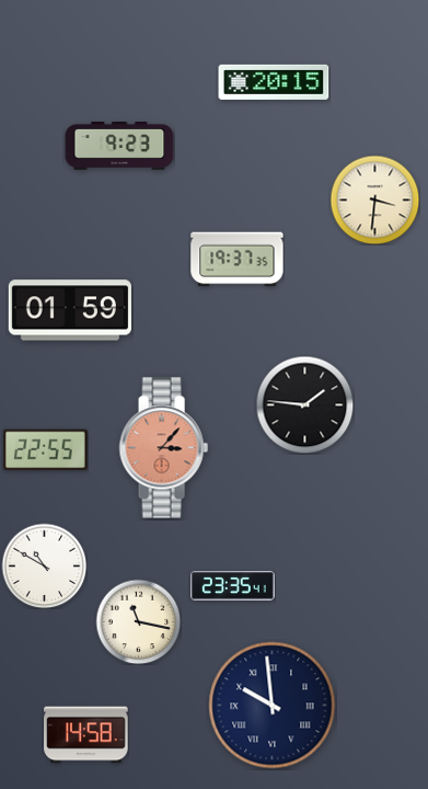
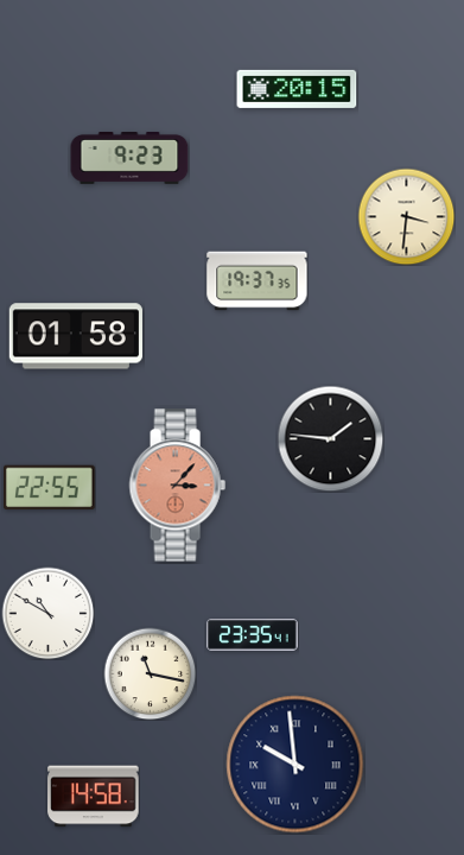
clock at (70, 310): 01:59 -> 01:58
